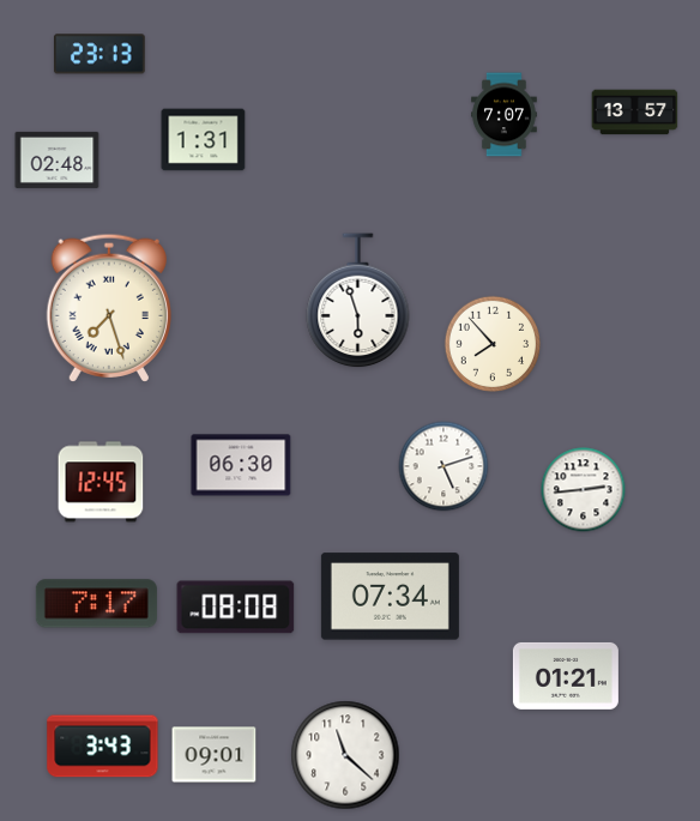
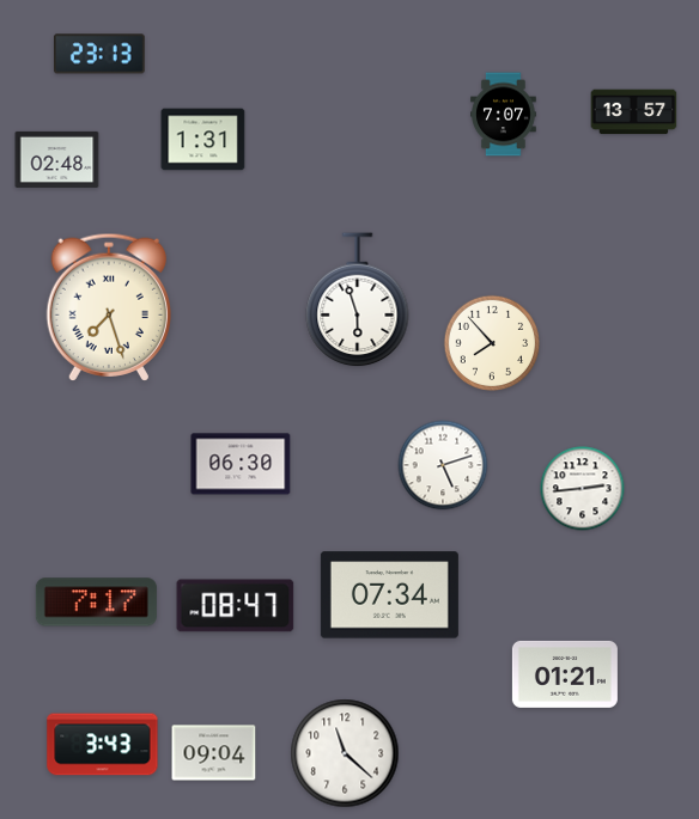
clock at (101, 482): 12:45 -> none
clock at (236, 608): 08:08 -> 08:47
clock at (215, 755): 09:01 -> 09:04
